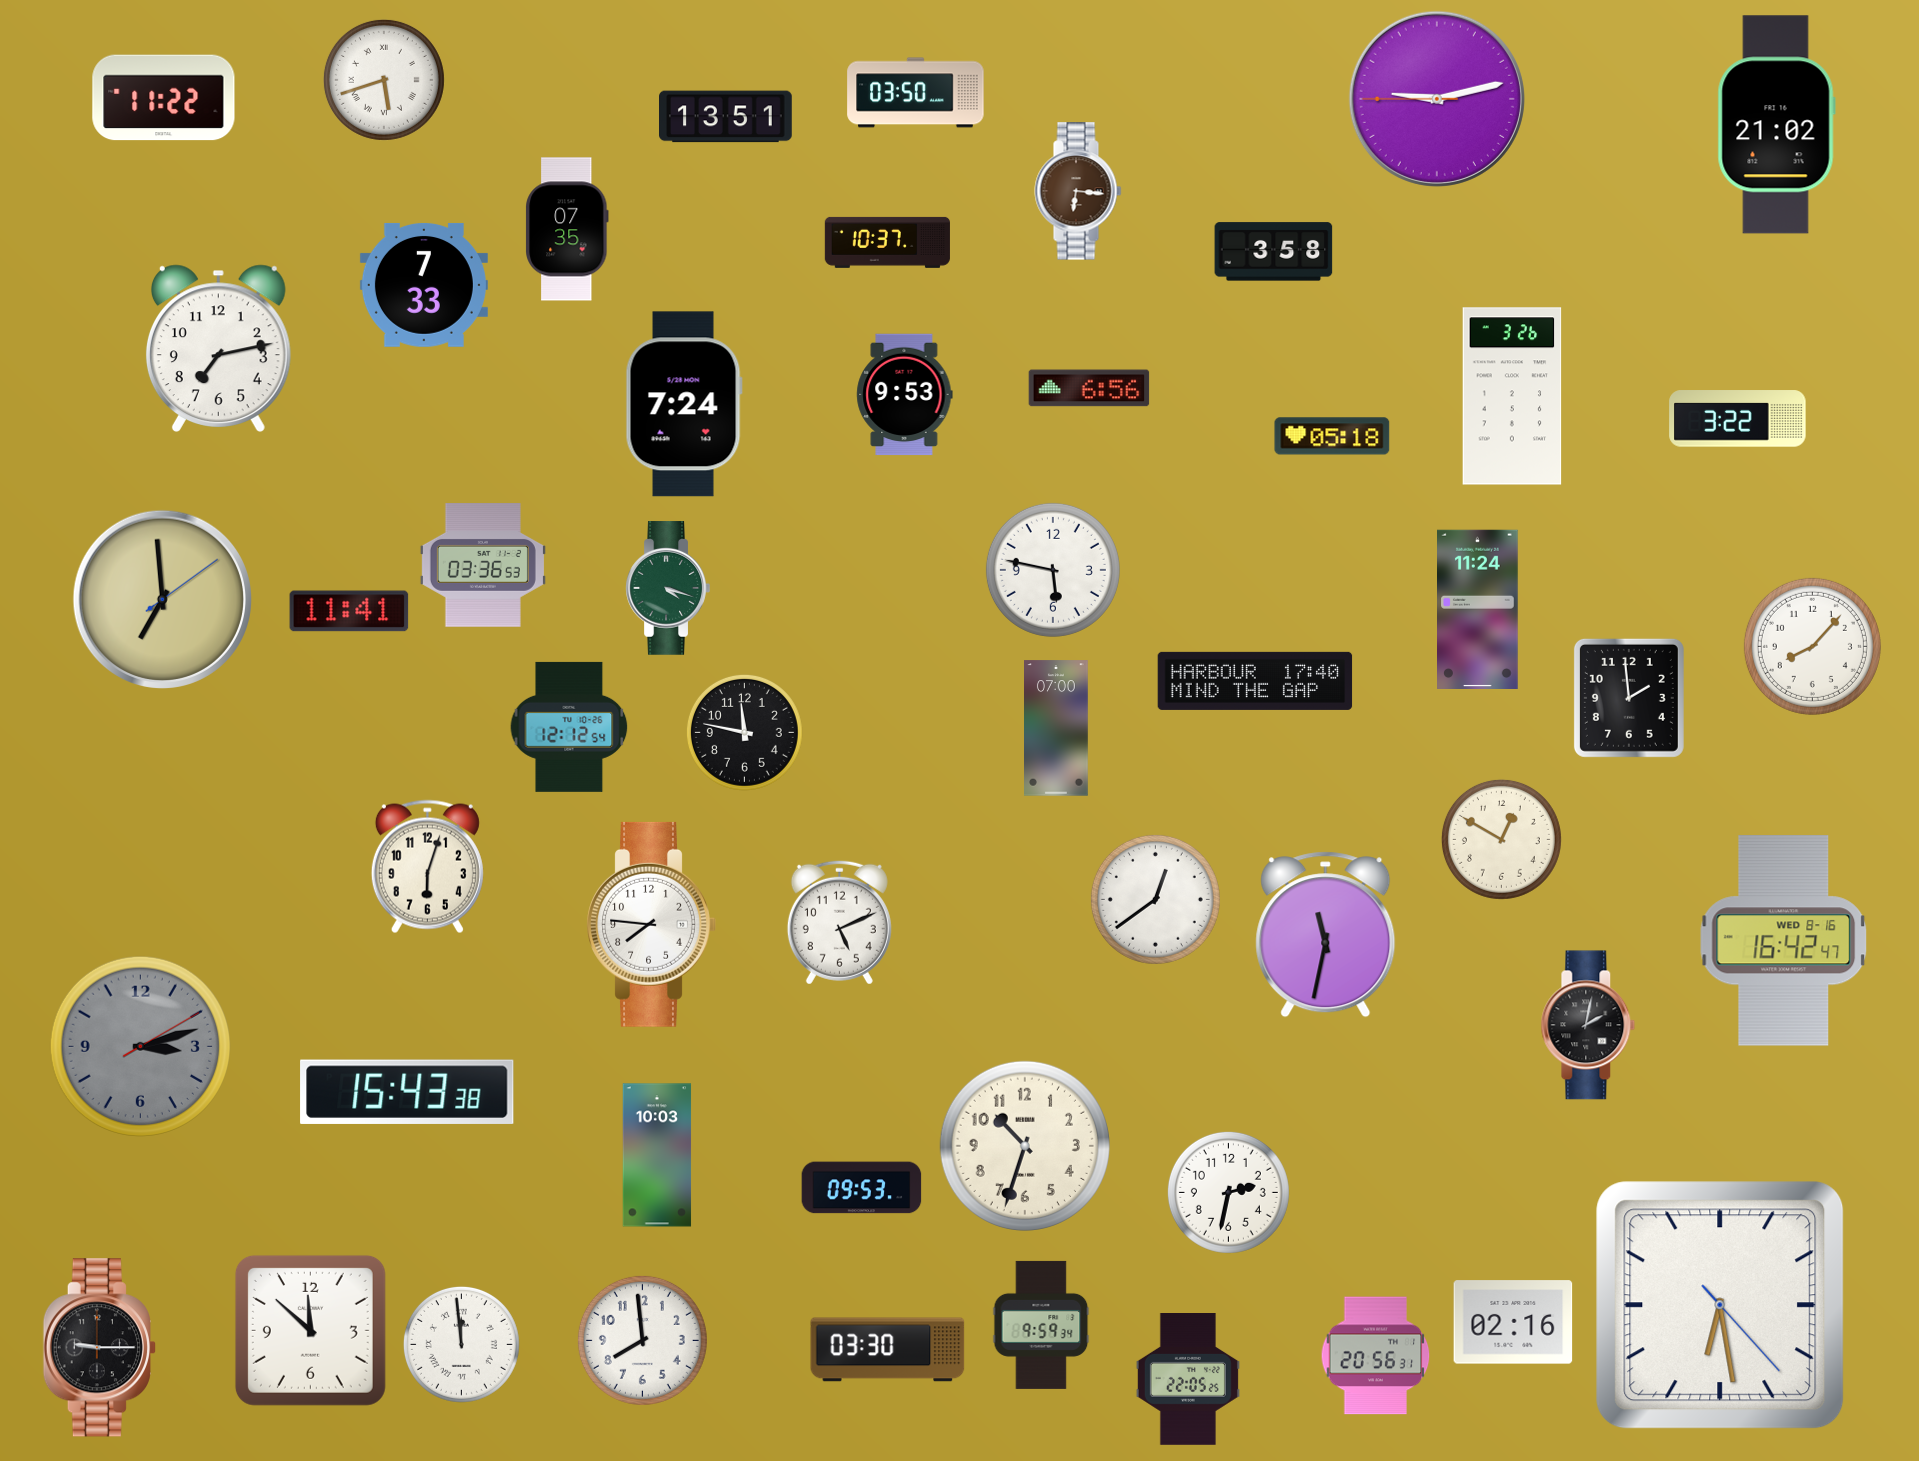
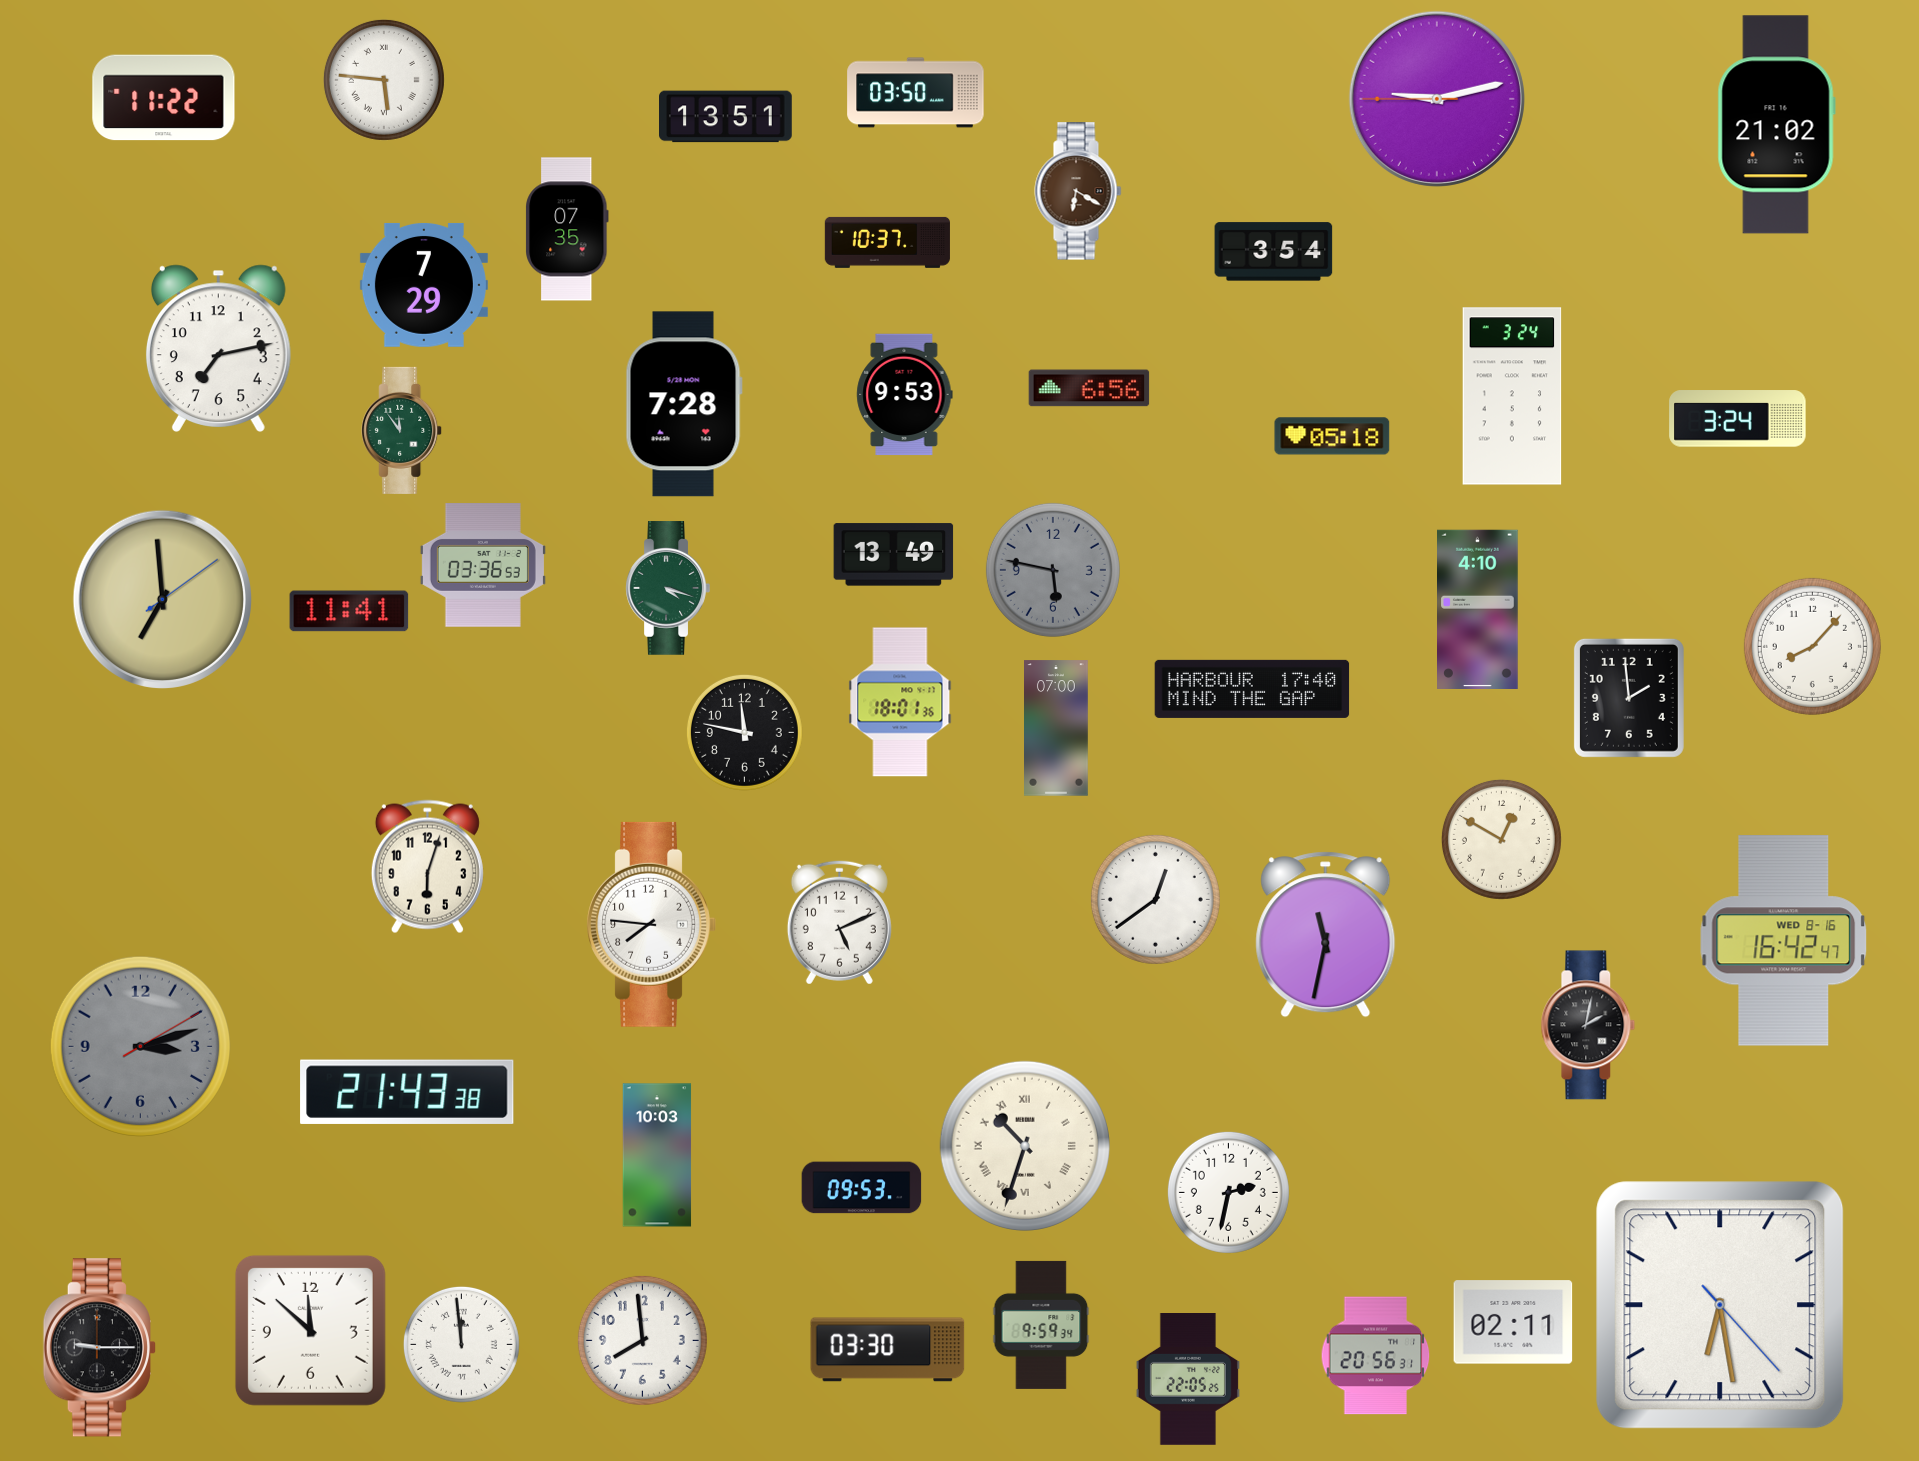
clock at (384, 80): 5:42 -> 5:46
clock at (1078, 191): 6:16 -> 6:20
clock at (1274, 252): 3:58 -> 3:54
clock at (424, 285): 7:33 -> 7:29
clock at (1512, 396): 3:26 -> 3:24
clock at (684, 404): 7:24 -> 7:28
clock at (1738, 419): 3:22 -> 3:24
clock at (402, 430): none -> 11:54
clock at (894, 555): none -> 13:49
clock at (1053, 570) dial: white -> grey
clock at (1478, 609): 11:24 -> 4:10
clock at (1255, 681) position: (1255, 681) -> (1252, 689)
clock at (900, 702): none -> 18:01
clock at (569, 727): 12:12 -> none
clock at (407, 1092): 15:43 -> 21:43
clock at (1025, 1146) numerals: Arabic -> Roman
clock at (1513, 1322): 02:16 -> 02:11
